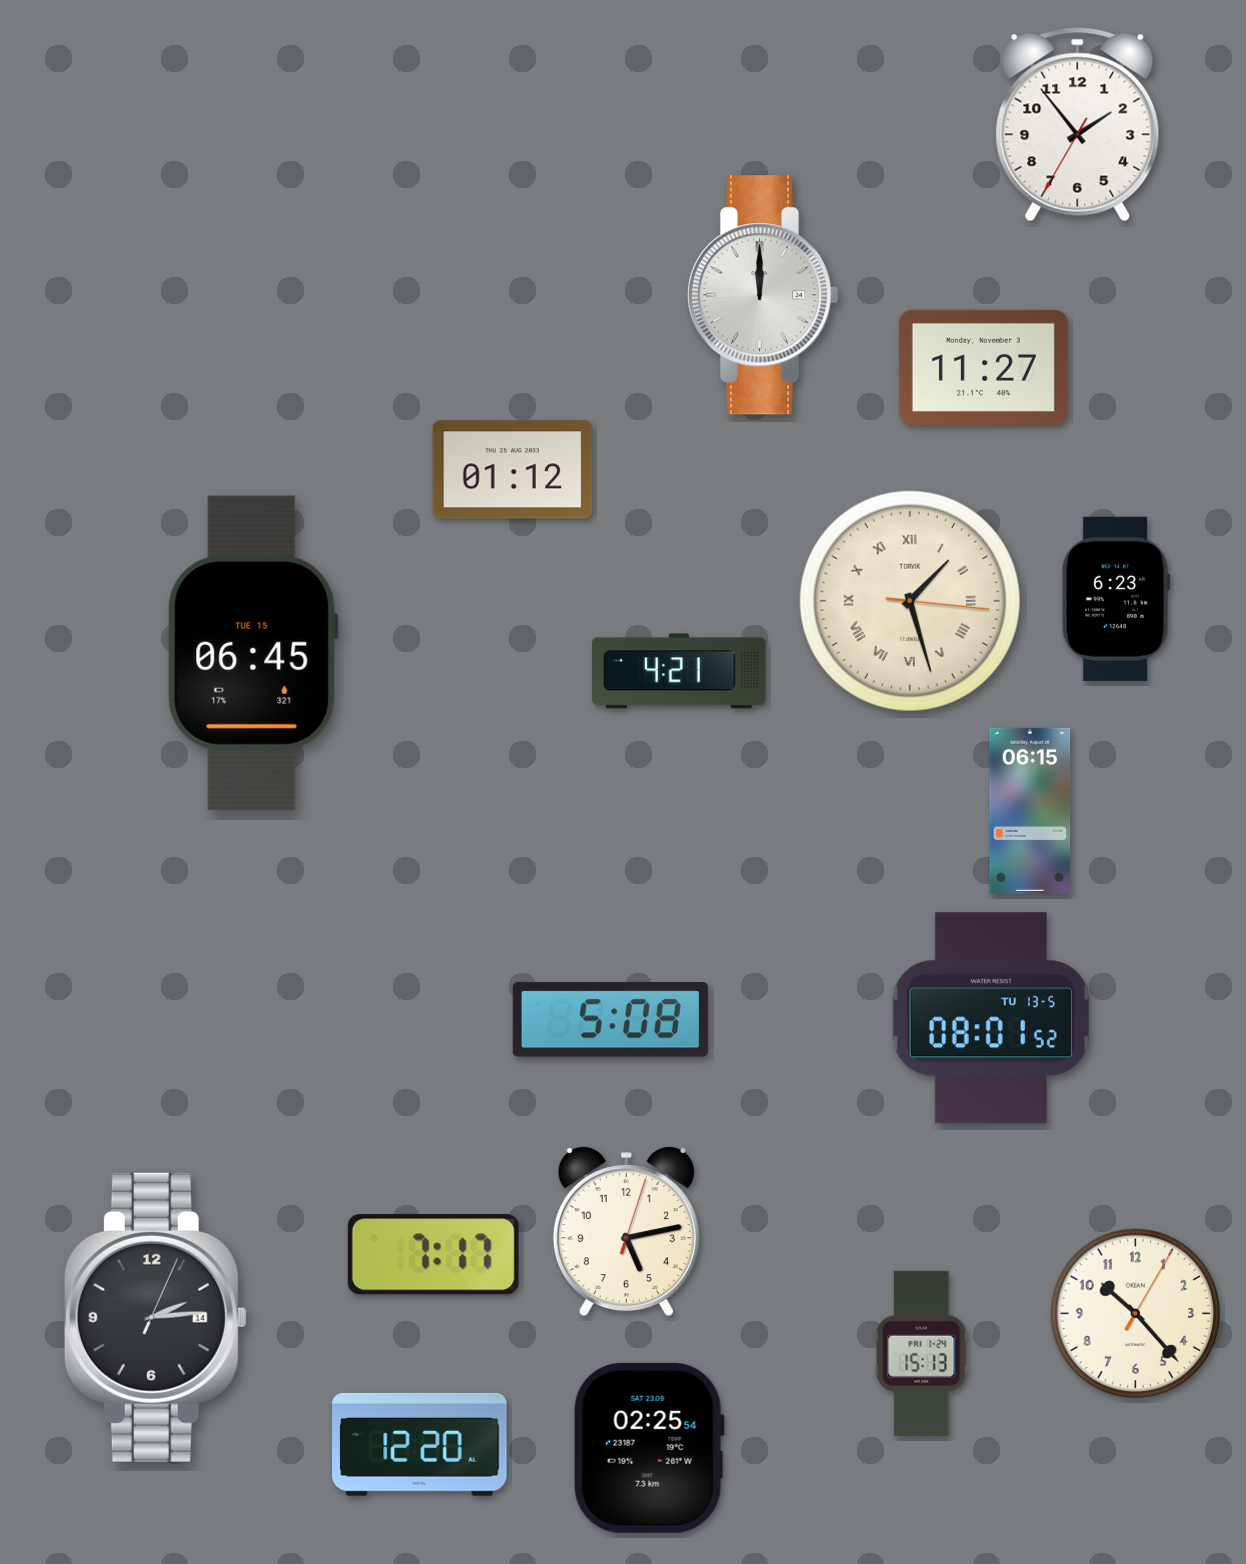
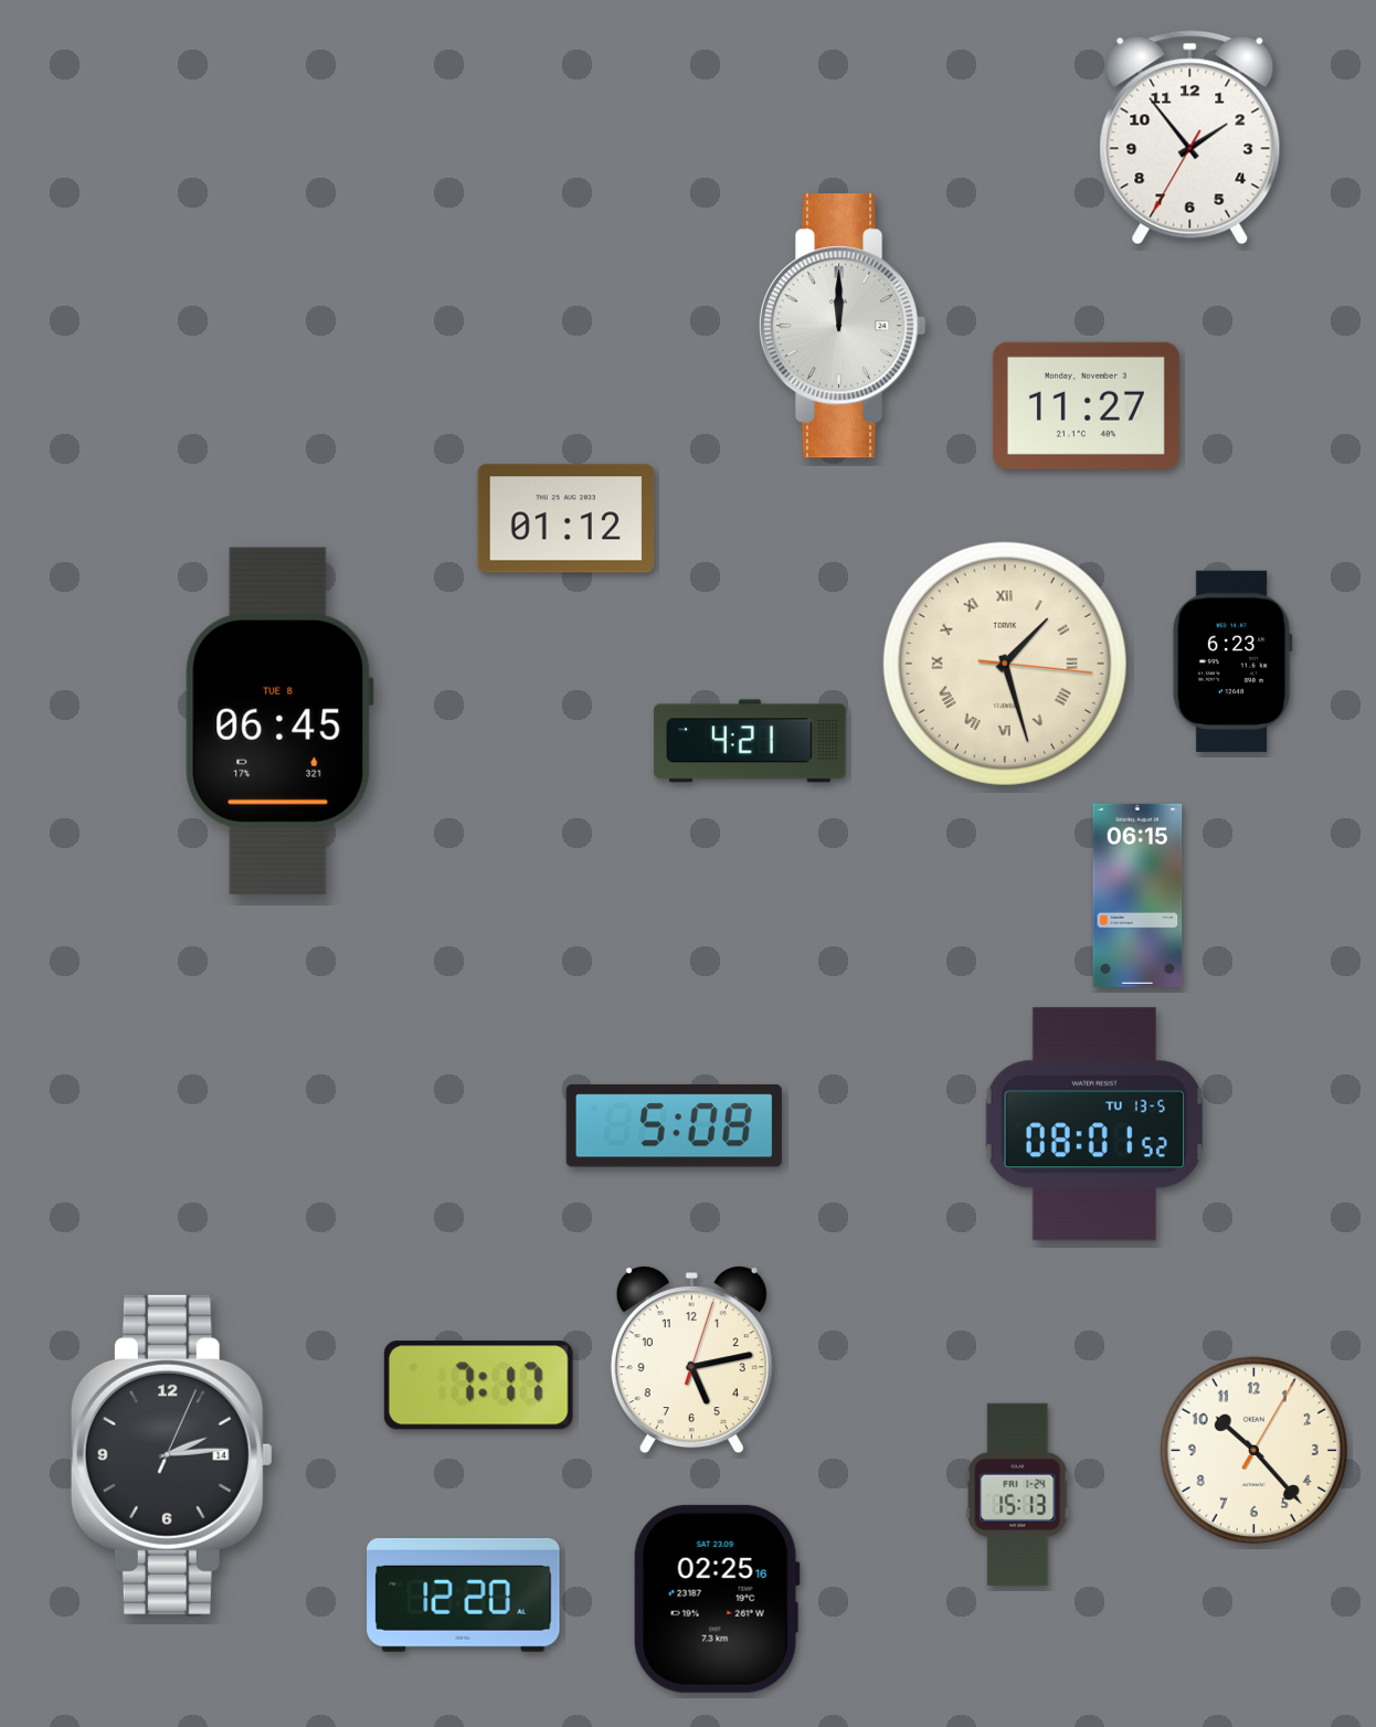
clock at (253, 653) date: TUE 15 -> TUE 8
clock at (649, 1448): 02:25:54 -> 02:25:16
